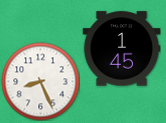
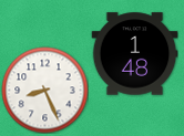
clock at (121, 49): 1:45 -> 1:48
